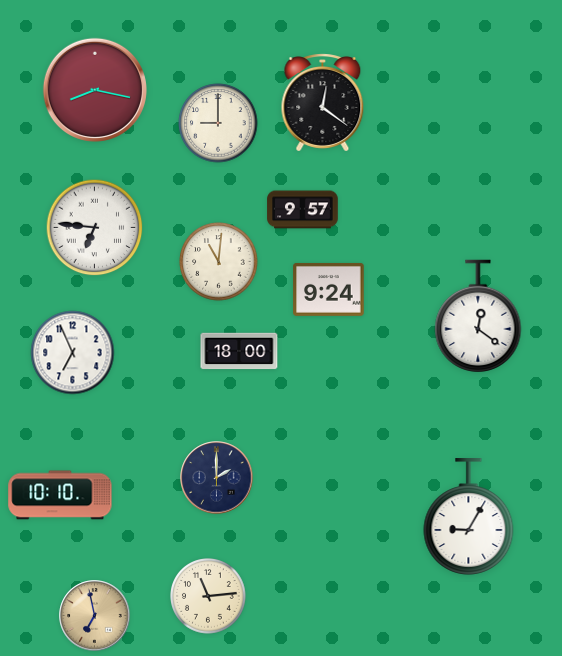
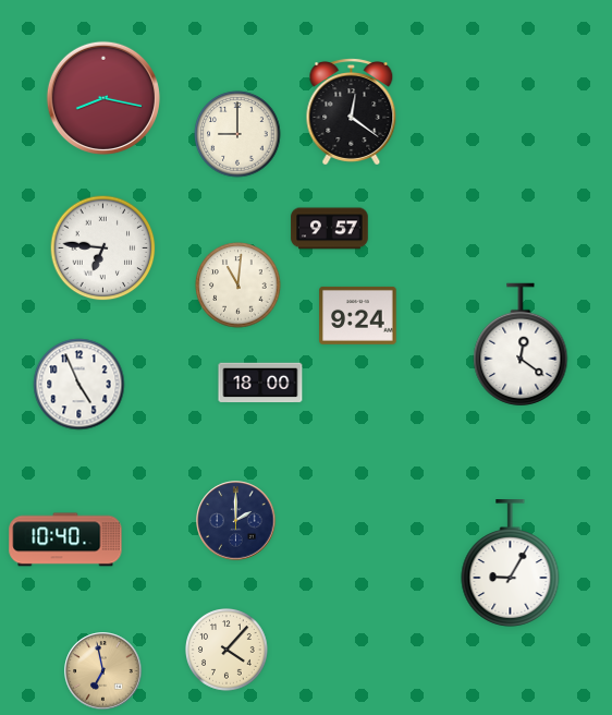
clock at (73, 353): 6:56 -> 4:56
clock at (60, 495): 10:10 -> 10:40
clock at (209, 597): 11:14 -> 4:07
